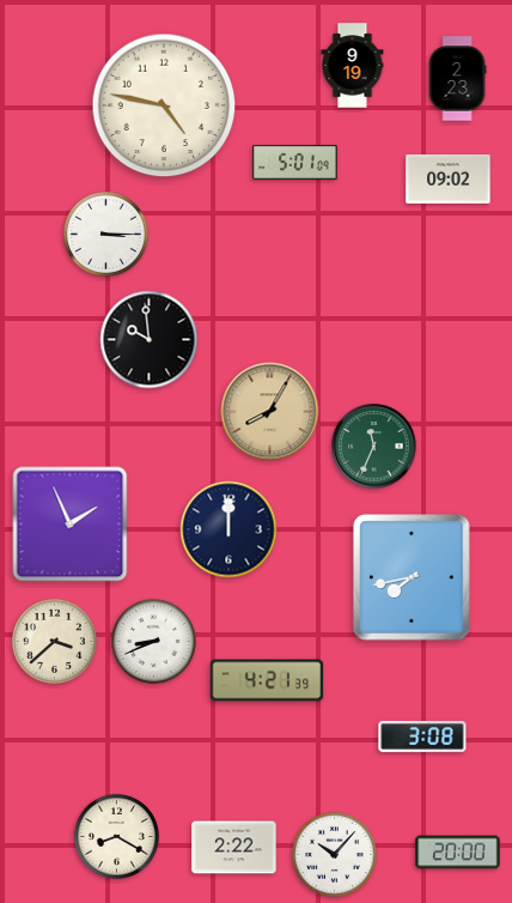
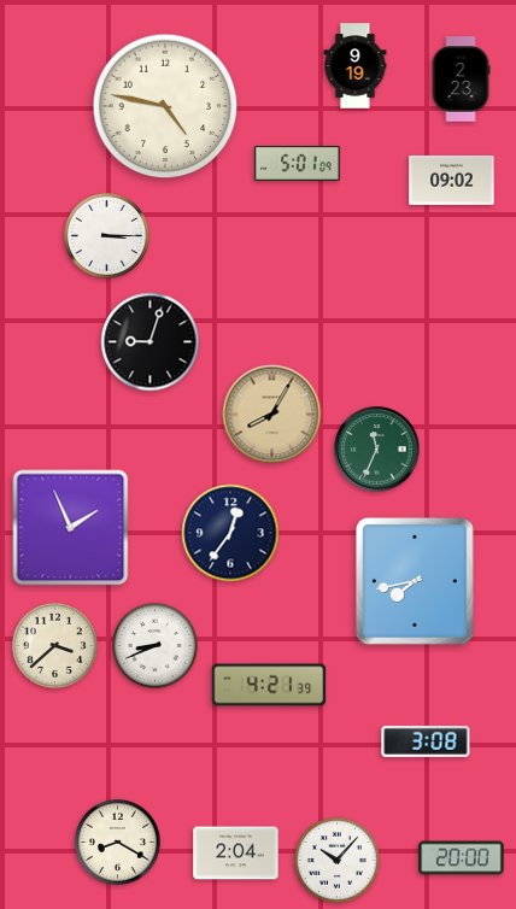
clock at (150, 340): 9:59 -> 9:03
clock at (228, 529): 12:00 -> 12:36
clock at (234, 848): 2:22 -> 2:04
